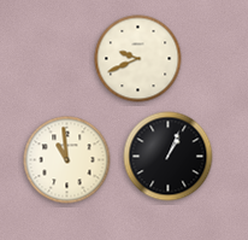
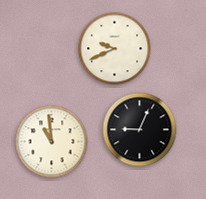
clock at (169, 157): 1:04 -> 9:04
clock at (67, 160) position: (67, 160) -> (52, 142)
